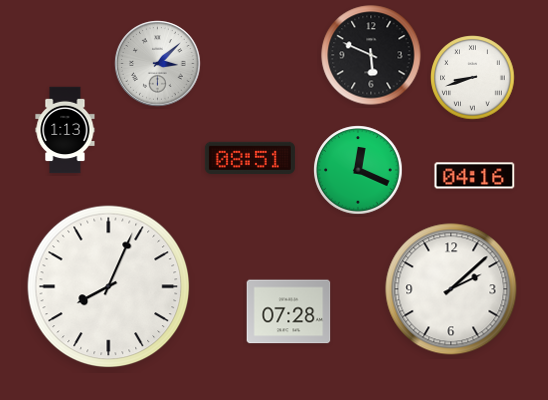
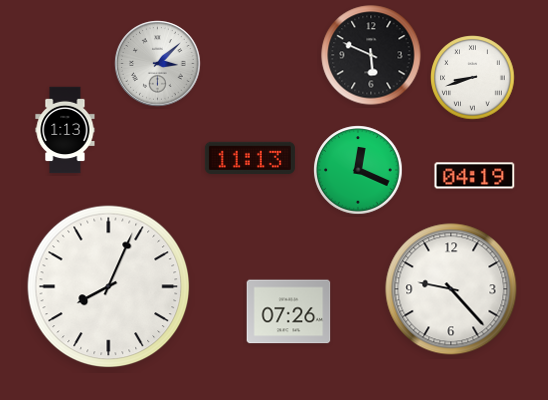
clock at (250, 158): 08:51 -> 11:13
clock at (475, 176): 04:16 -> 04:19
clock at (451, 289): 2:08 -> 9:23
clock at (289, 312): 07:28 -> 07:26
